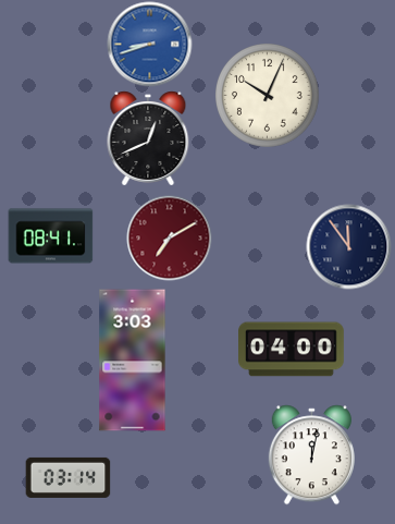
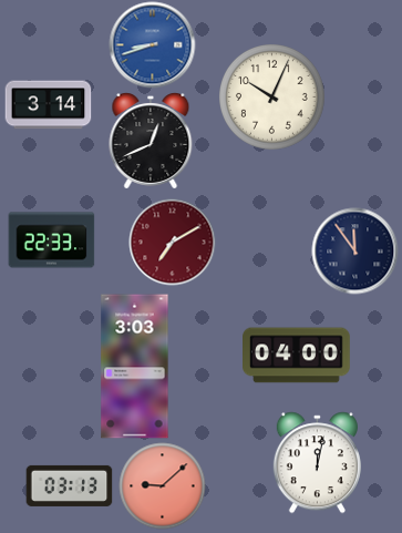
clock at (48, 105): none -> 3:14
clock at (50, 236): 08:41 -> 22:33
clock at (67, 477): 03:14 -> 03:13
clock at (162, 485): none -> 9:08
